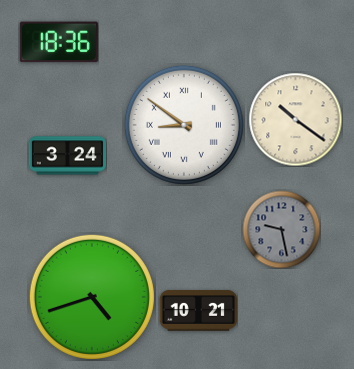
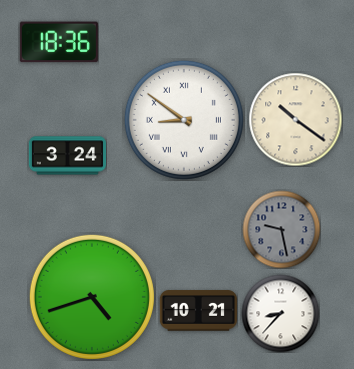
clock at (184, 125) position: (184, 125) -> (184, 120)
clock at (280, 313): none -> 8:37
